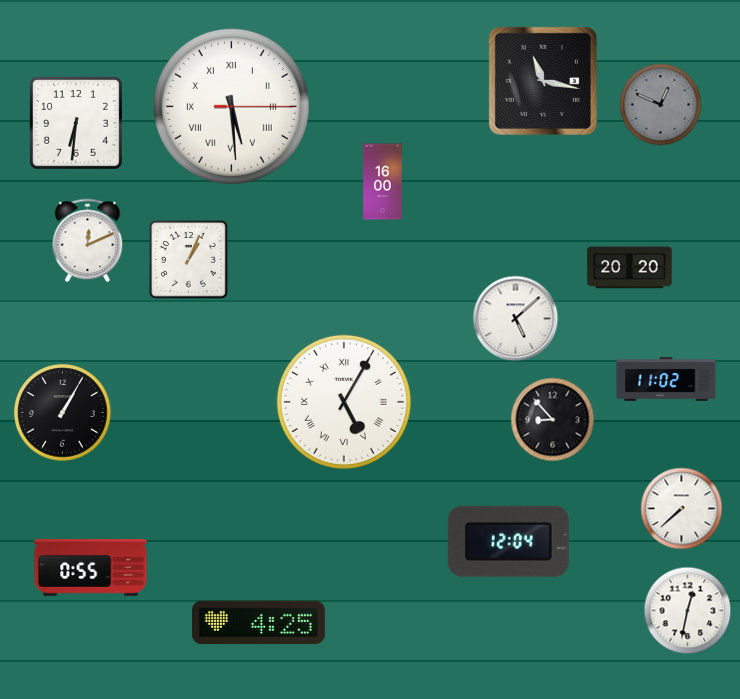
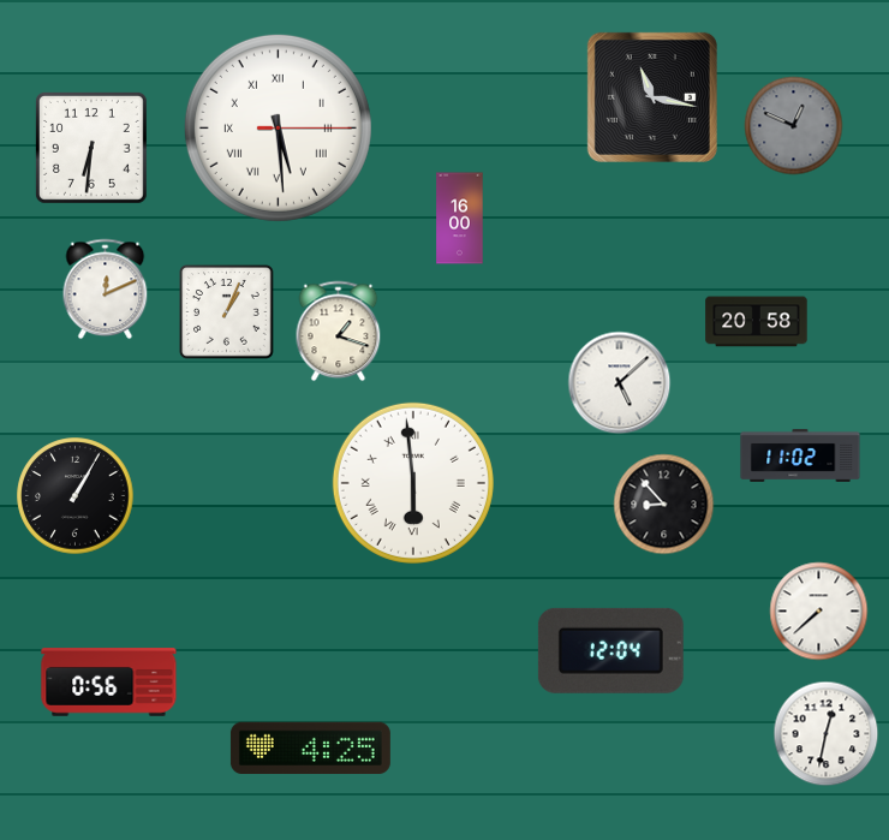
clock at (630, 268): 20:20 -> 20:58
clock at (339, 332): none -> 1:18
clock at (344, 402): 5:05 -> 5:59
clock at (91, 568): 0:55 -> 0:56
